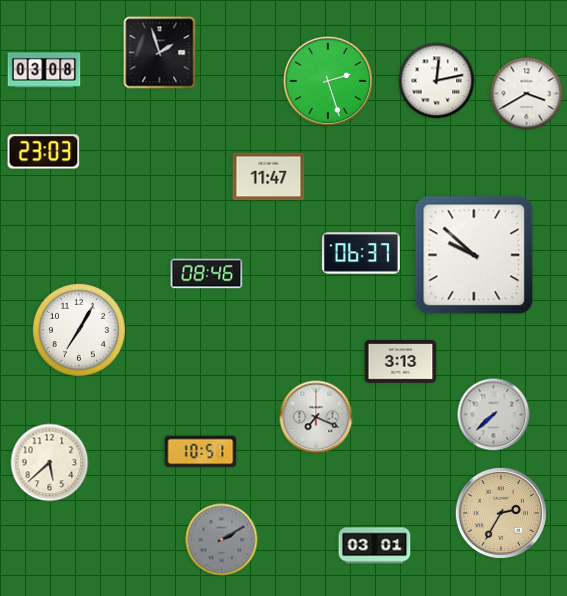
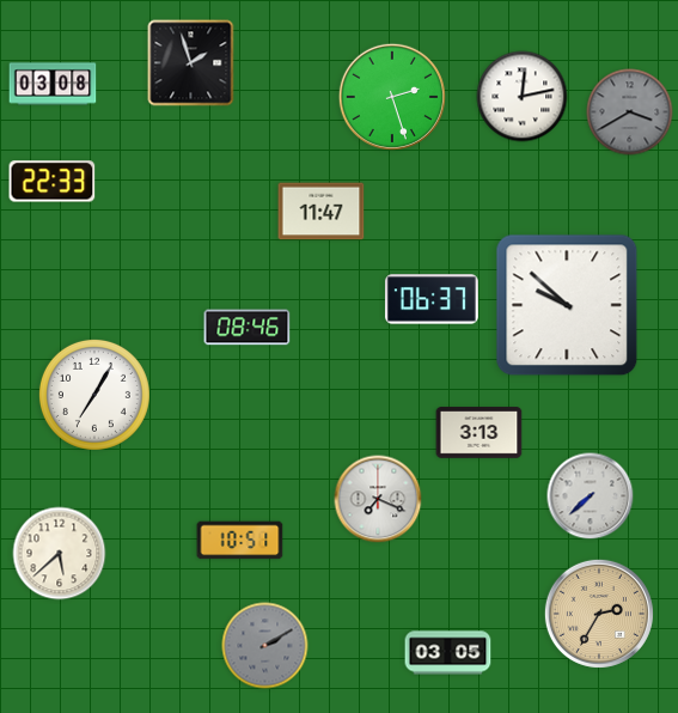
clock at (527, 94) dial: white -> grey
clock at (44, 152): 23:03 -> 22:33
clock at (361, 253) position: (361, 253) -> (432, 299)
clock at (375, 546): 03:01 -> 03:05
